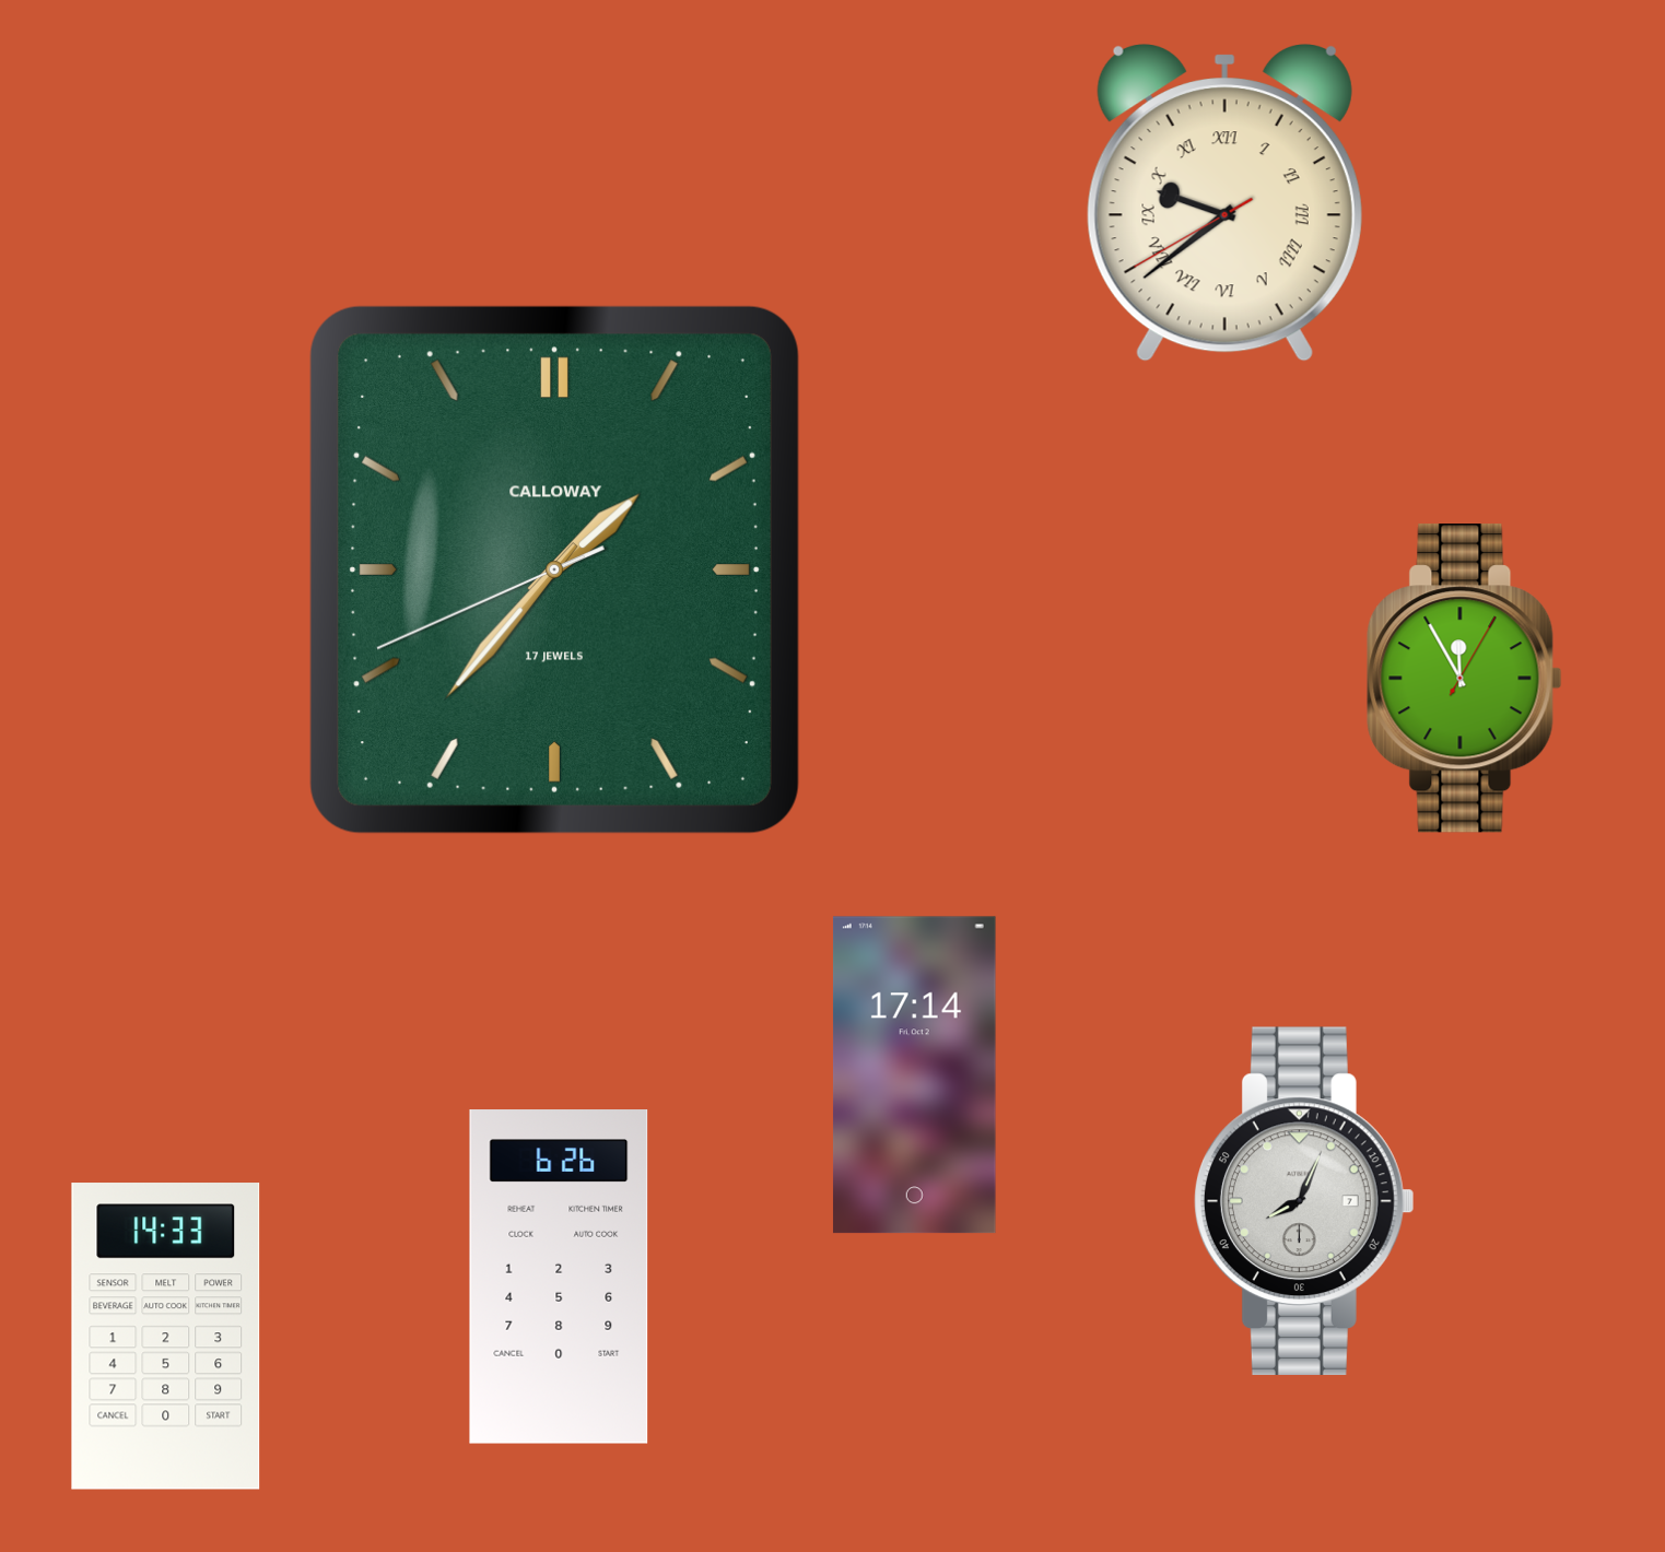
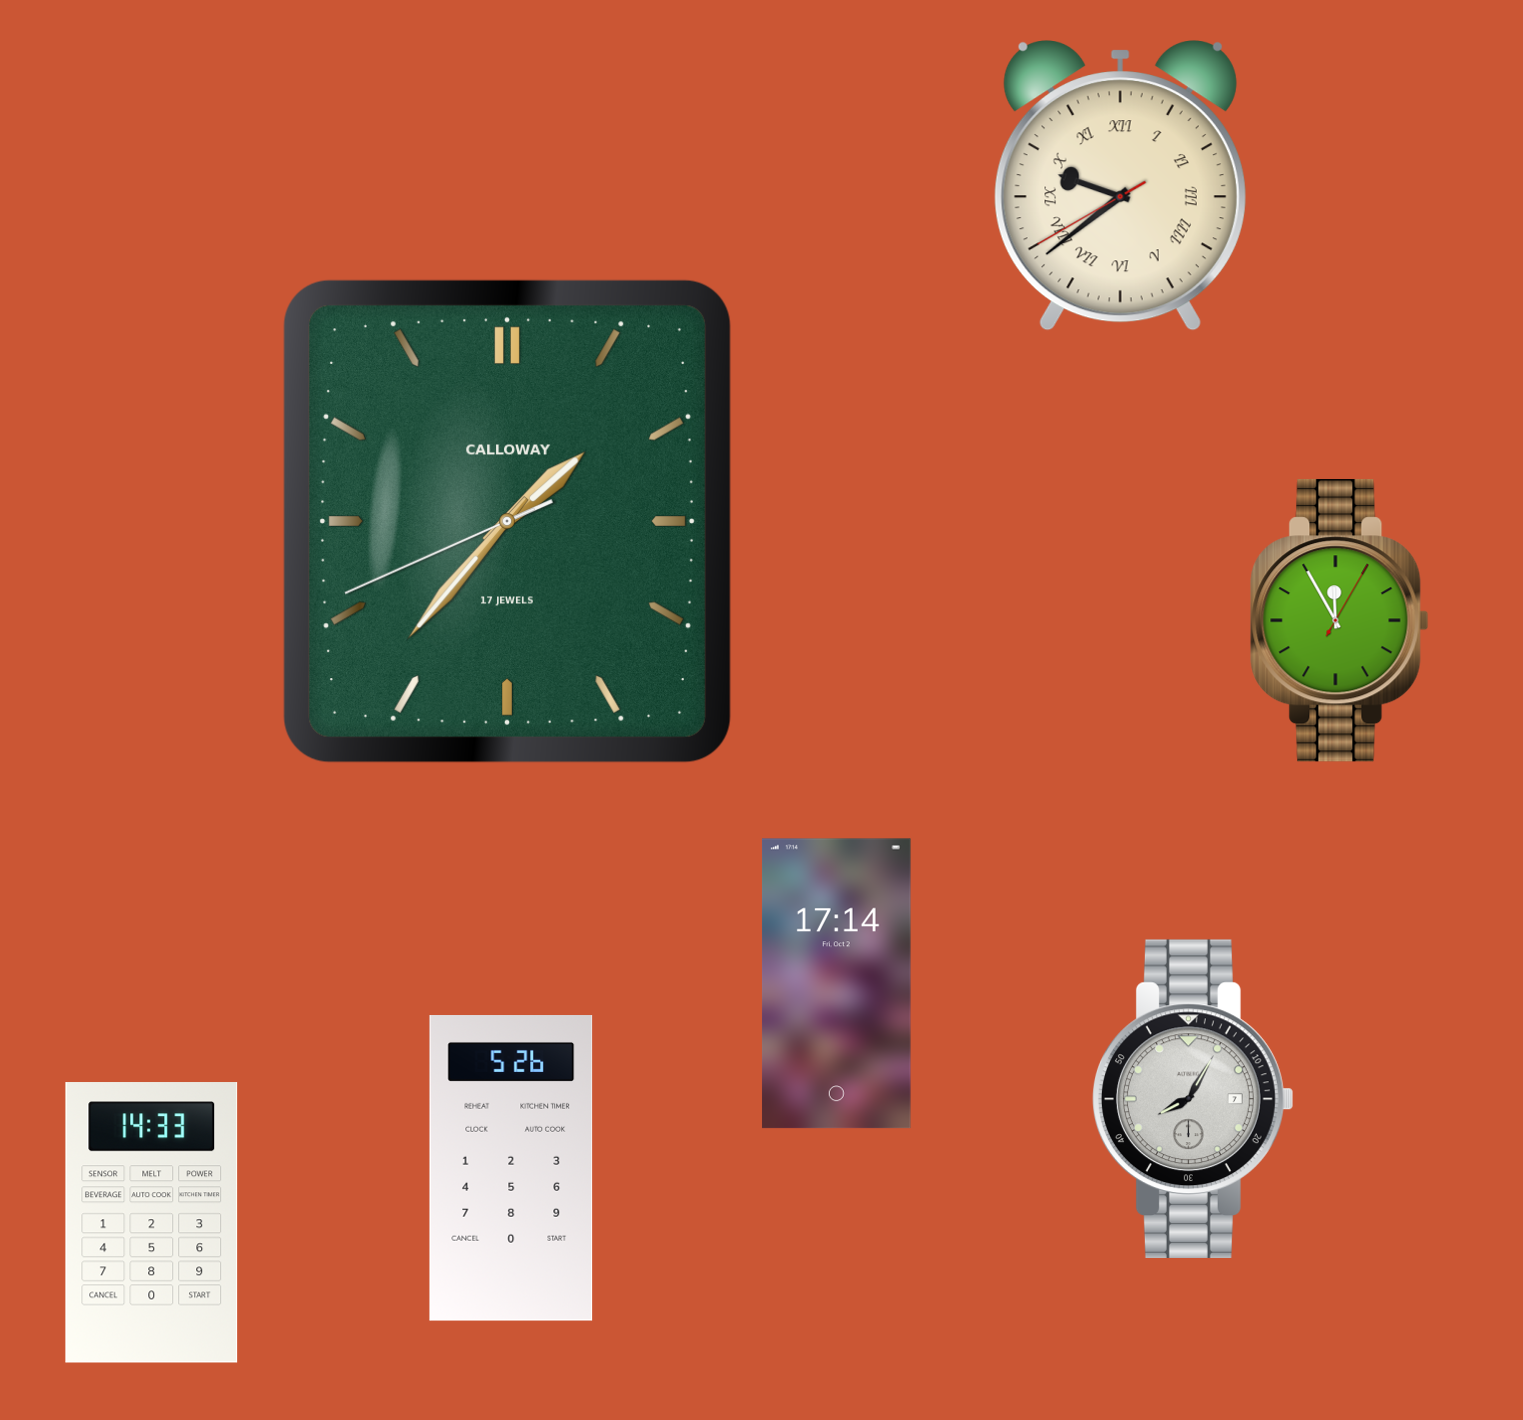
clock at (1304, 1201): 8:04 -> 8:05
clock at (559, 1277): 6:26 -> 5:26
